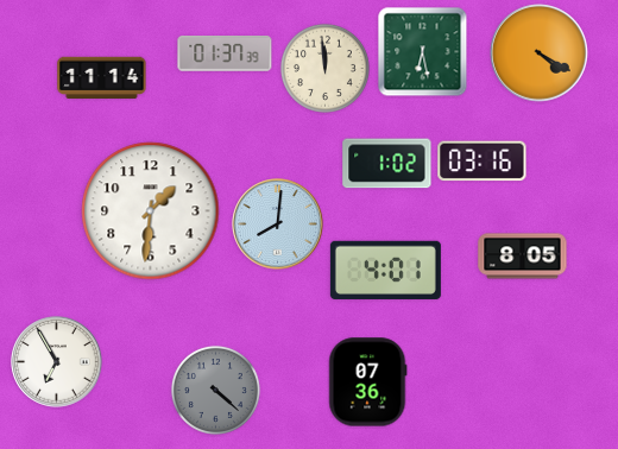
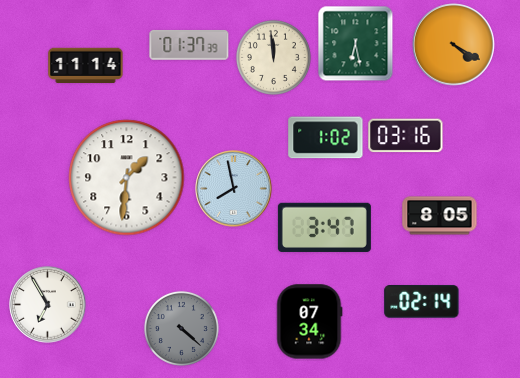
clock at (278, 224): 8:01 -> 7:58
clock at (385, 270): 4:01 -> 3:47
clock at (422, 302): none -> 02:14
clock at (368, 382): 07:36 -> 07:34
